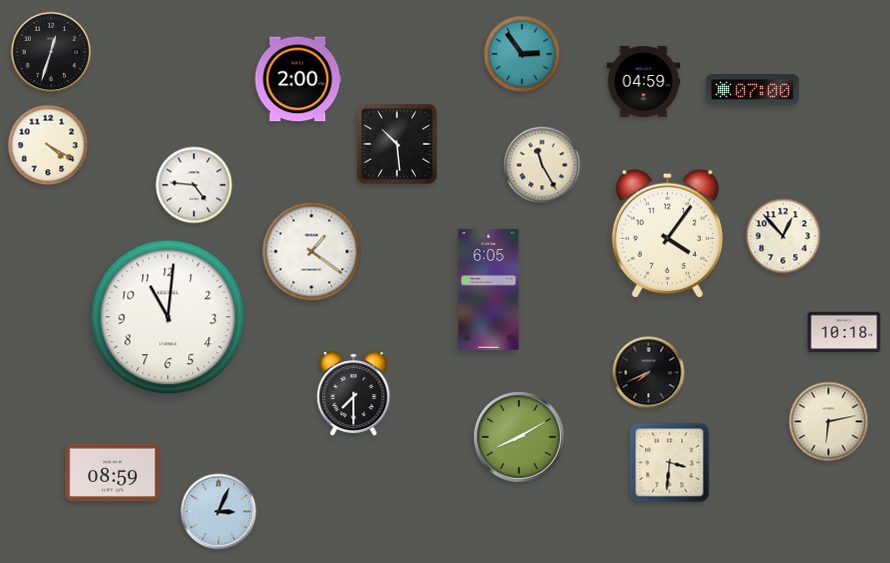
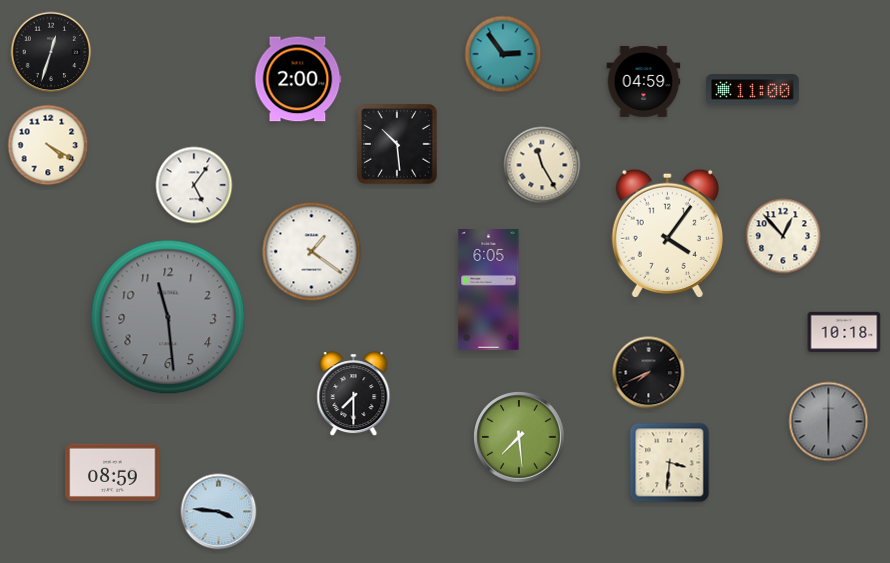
clock at (522, 54) position: (522, 54) -> (503, 54)
clock at (753, 90): 07:00 -> 11:00
clock at (194, 185): 4:46 -> 5:06
clock at (168, 317): 11:01 -> 11:29
clock at (168, 317) dial: white -> grey
clock at (829, 422): 6:13 -> 6:00
clock at (829, 422) dial: cream -> grey
clock at (520, 438): 8:10 -> 7:29
clock at (219, 512): 3:04 -> 3:46
